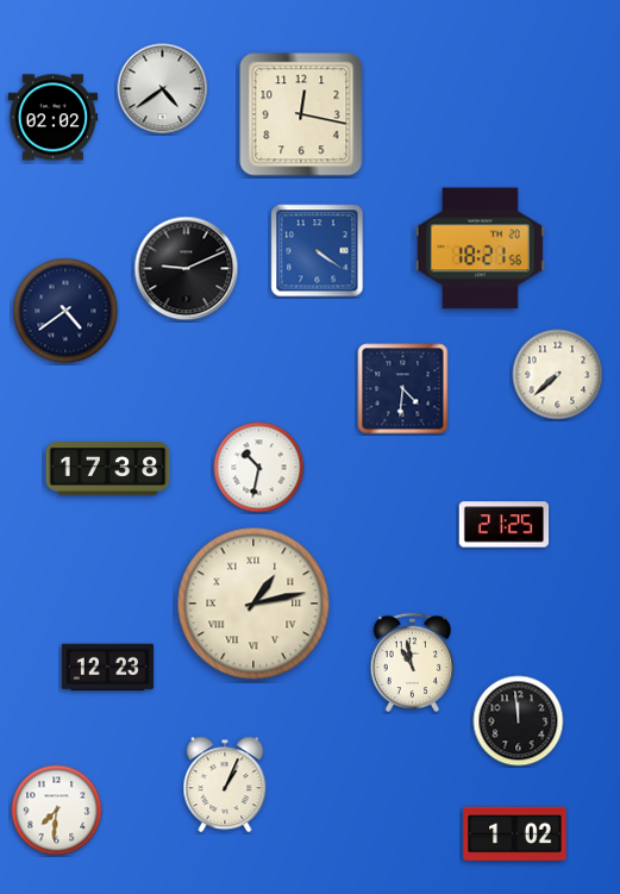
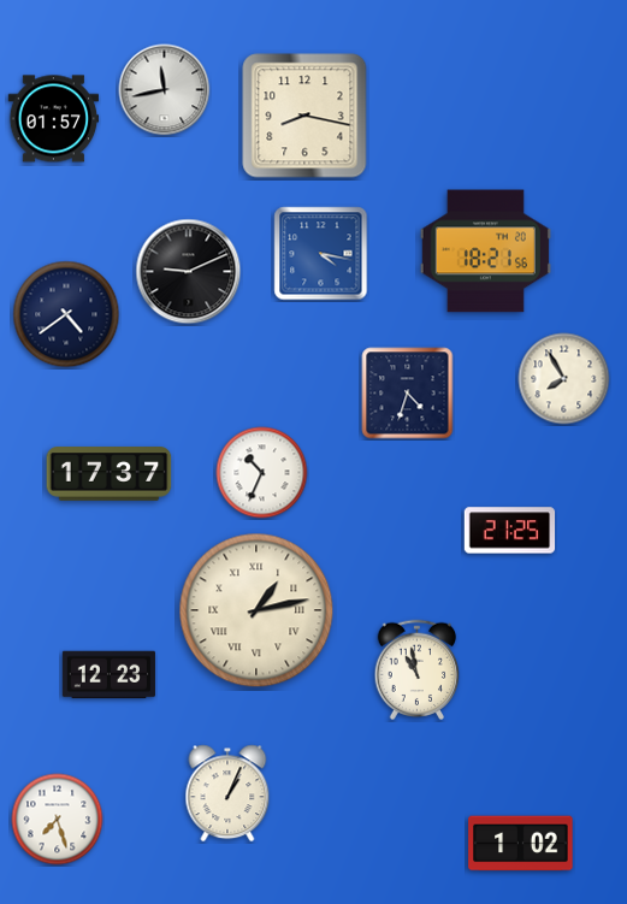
clock at (163, 89): 4:39 -> 11:43
clock at (301, 114): 12:17 -> 8:17
clock at (54, 118): 02:02 -> 01:57
clock at (318, 251): 4:21 -> 4:17
clock at (558, 375): 7:38 -> 7:55
clock at (403, 389): 4:31 -> 4:33
clock at (259, 468): 10:32 -> 10:34
clock at (108, 469): 17:38 -> 17:37
clock at (519, 721): 11:59 -> none
clock at (57, 811): 7:31 -> 7:27
